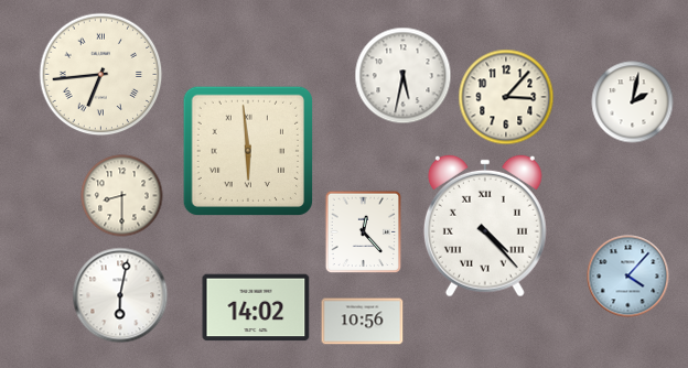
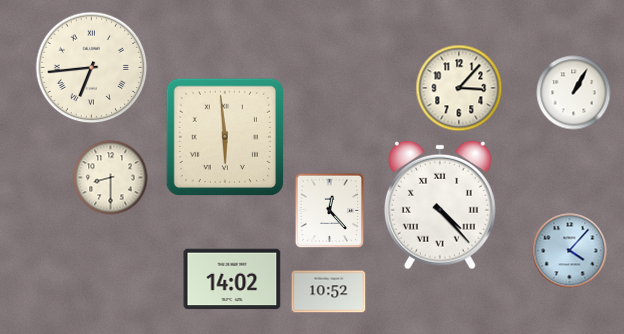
clock at (404, 76): 5:32 -> none
clock at (633, 102): 2:02 -> 1:05
clock at (120, 295): 6:02 -> none
clock at (363, 322): 10:56 -> 10:52
